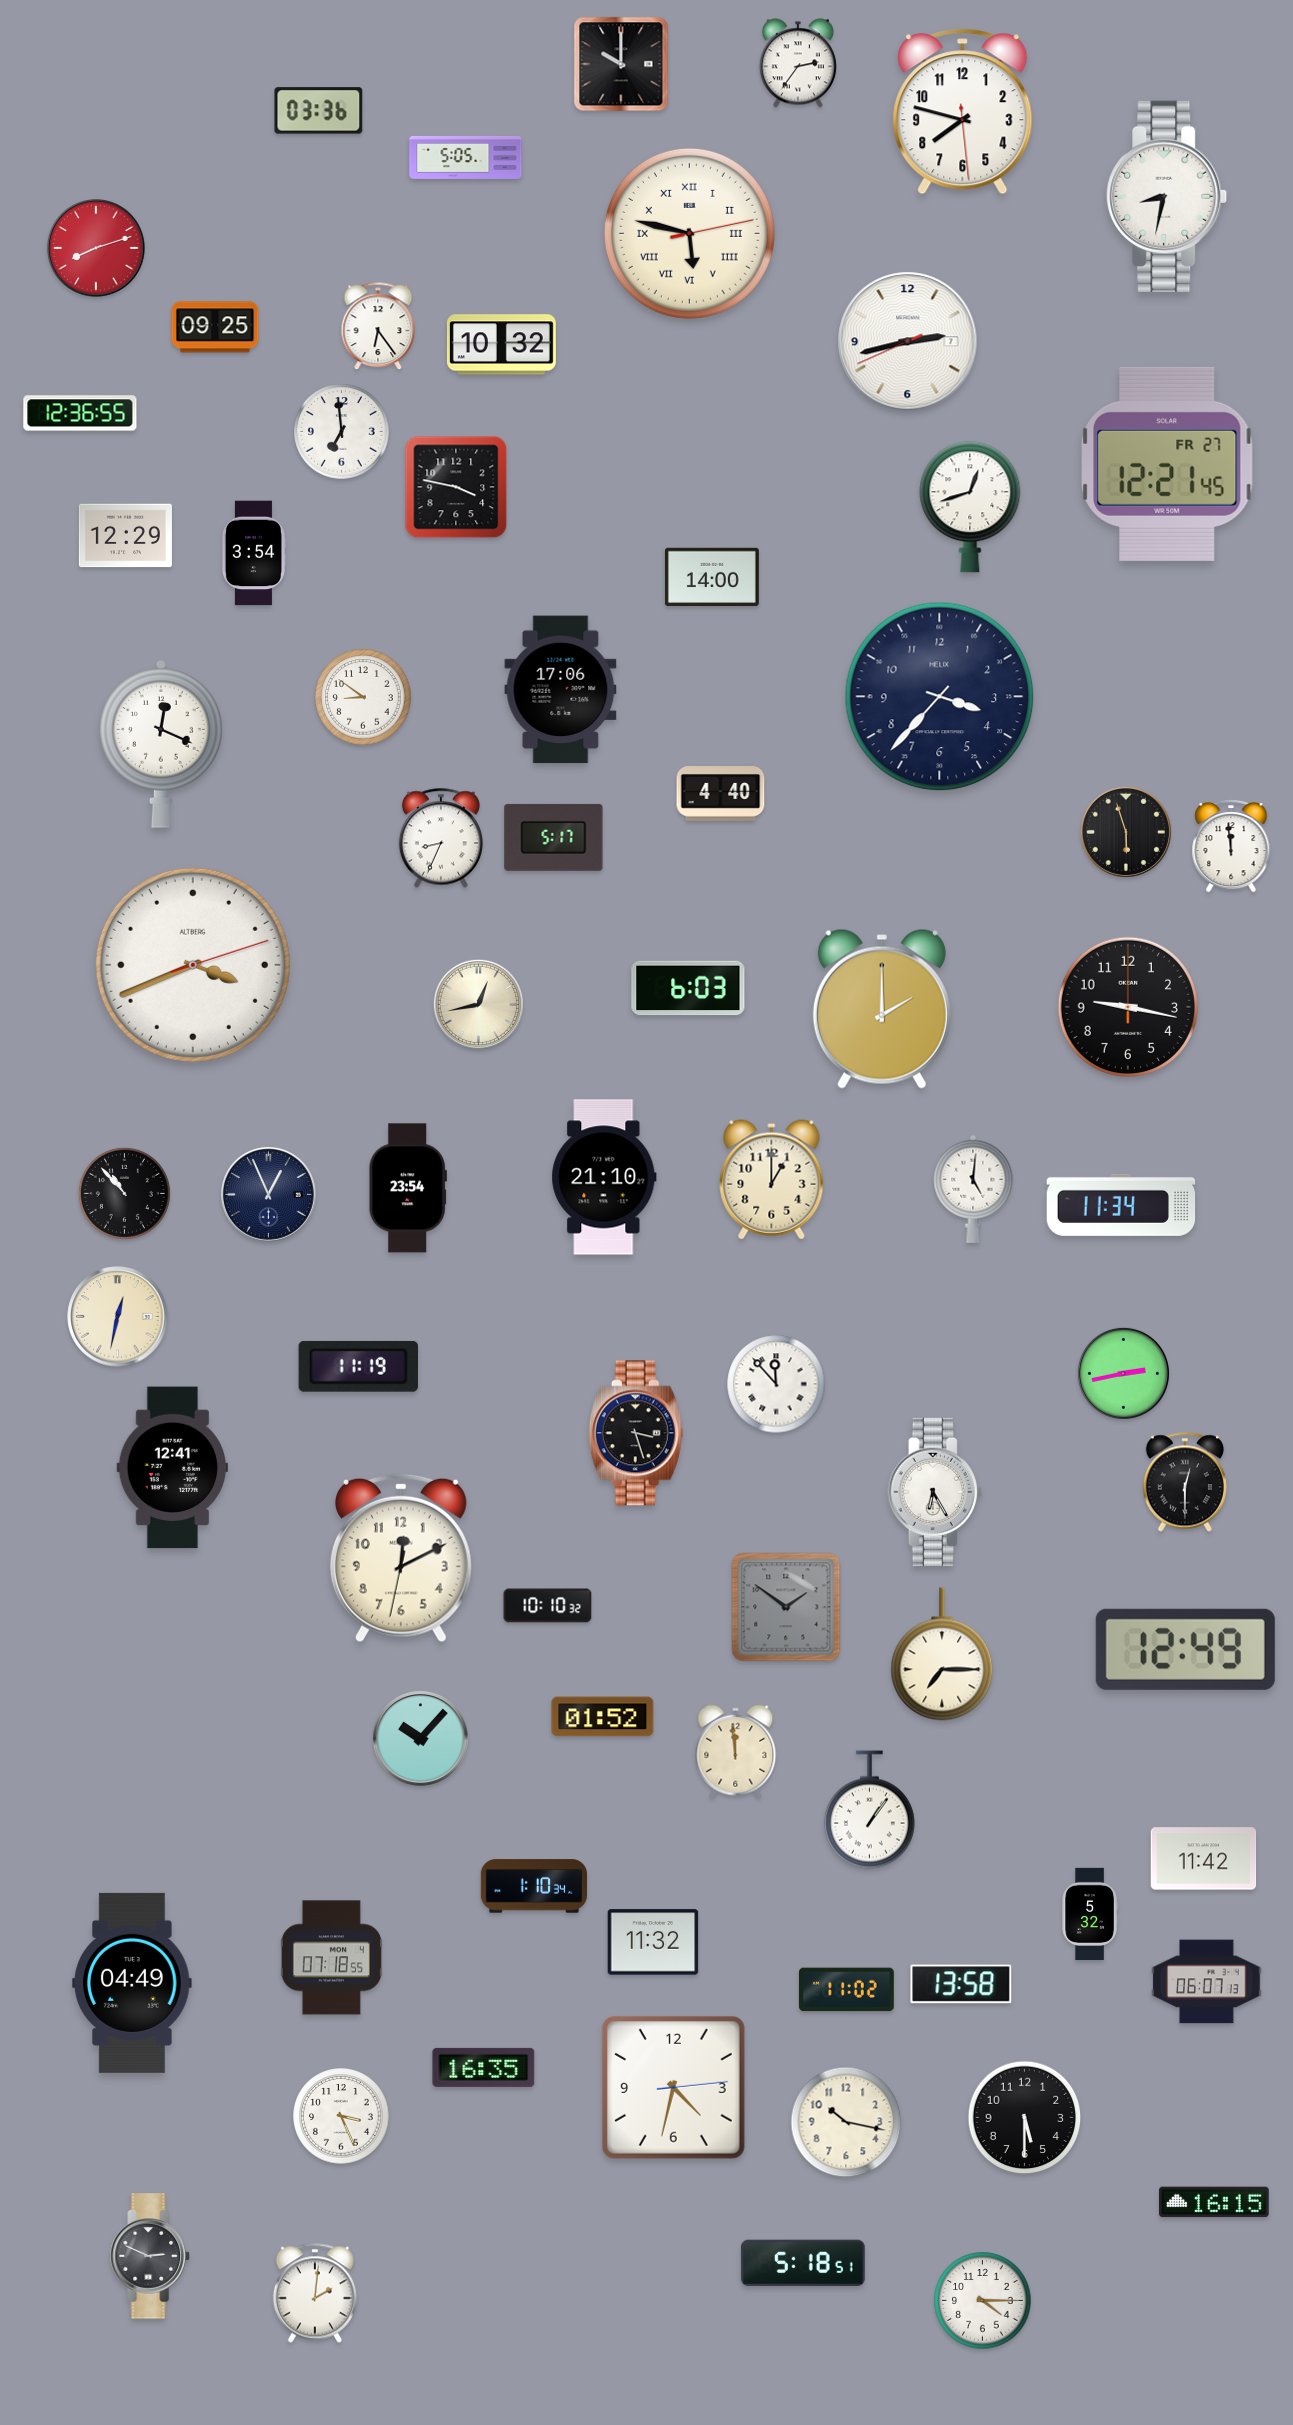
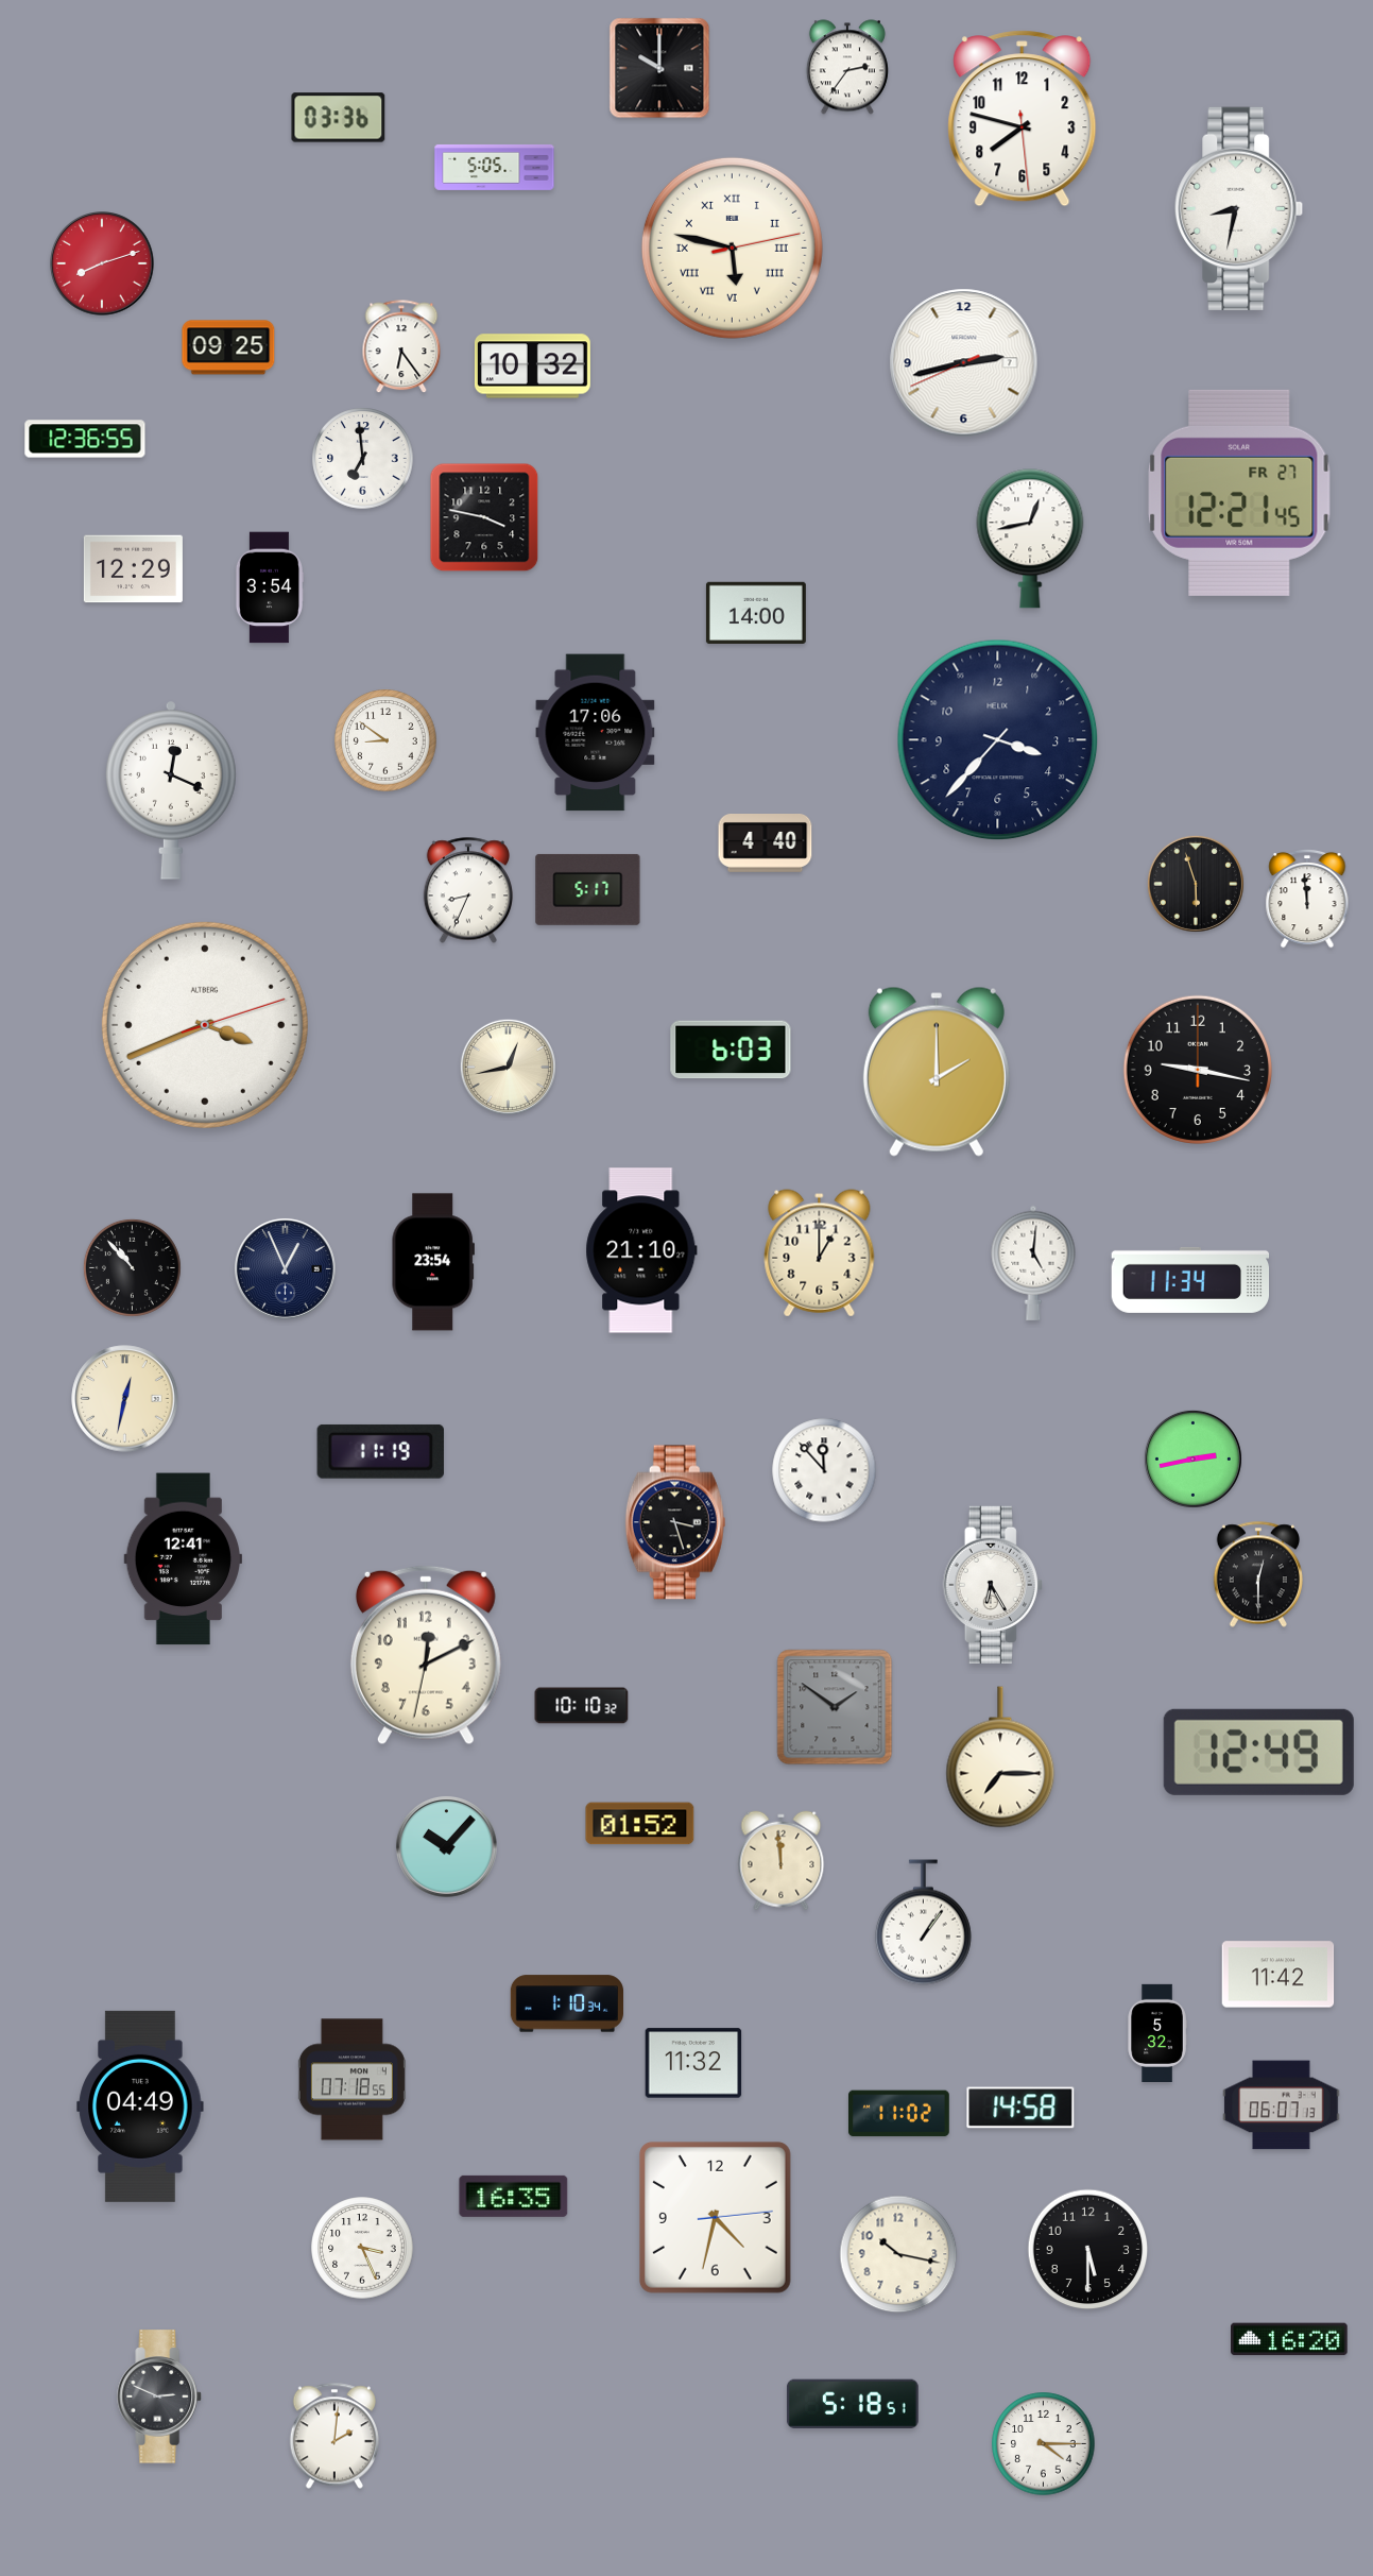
clock at (970, 507): 12:42 -> 12:43
clock at (961, 1984): 13:58 -> 14:58
clock at (1215, 2202): 16:15 -> 16:20
